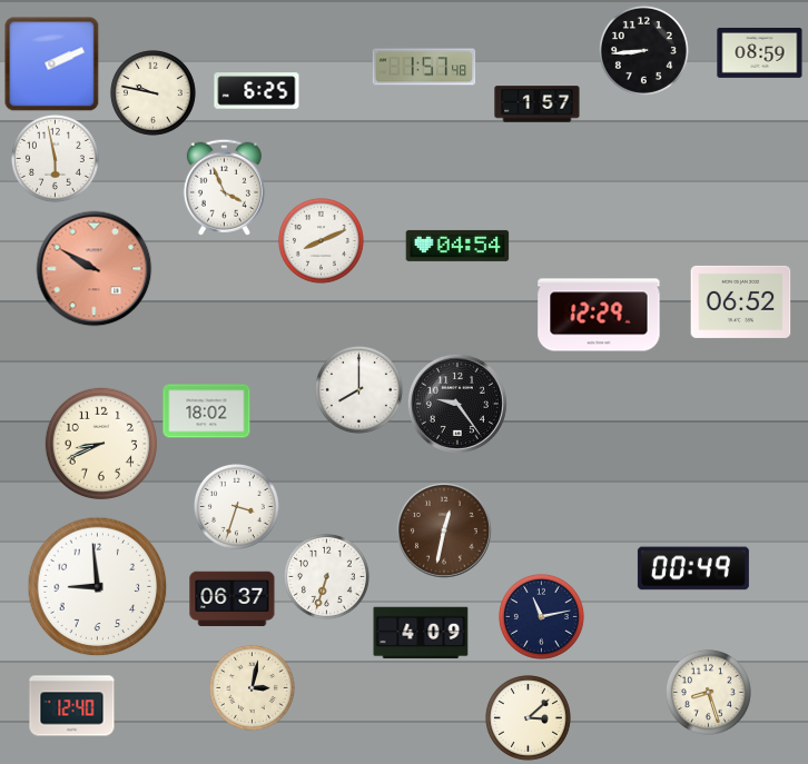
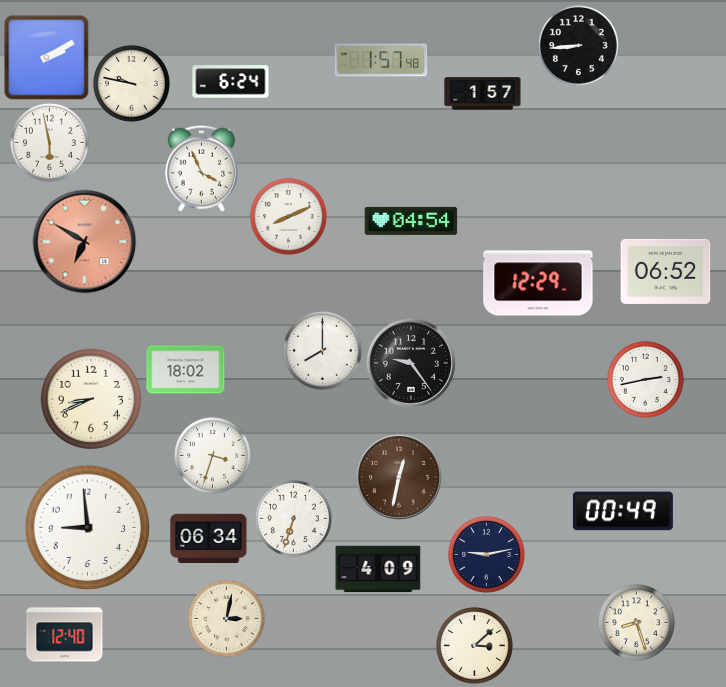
clock at (760, 52): 08:59 -> none
clock at (52, 65): 2:11 -> 2:10
clock at (257, 91): 6:25 -> 6:24
clock at (152, 92) position: (152, 92) -> (131, 83)
clock at (95, 269): 9:50 -> 6:50
clock at (645, 379): none -> 2:43
clock at (233, 599): 06:37 -> 06:34
clock at (541, 616): 11:13 -> 9:13
